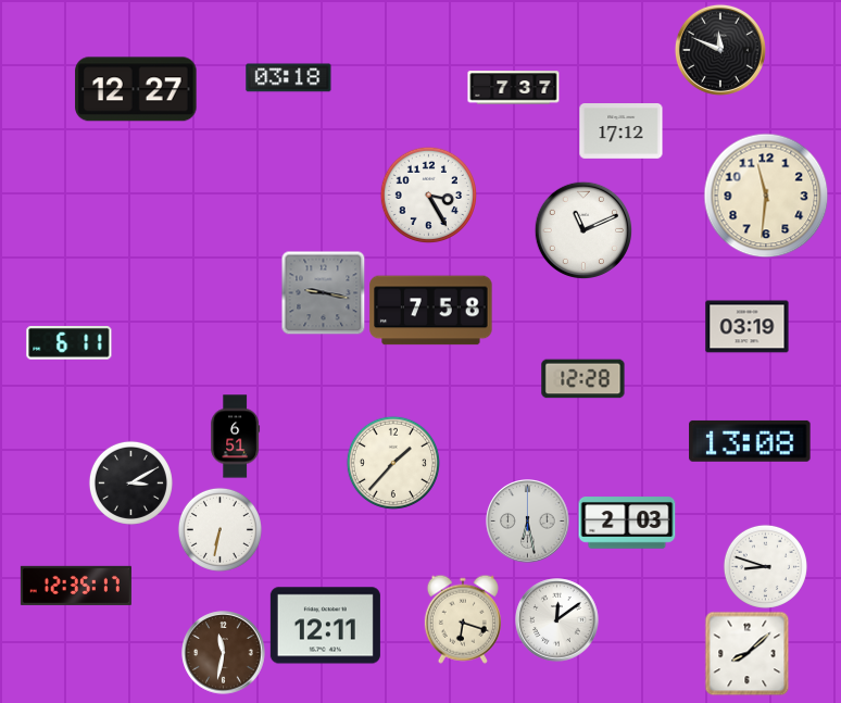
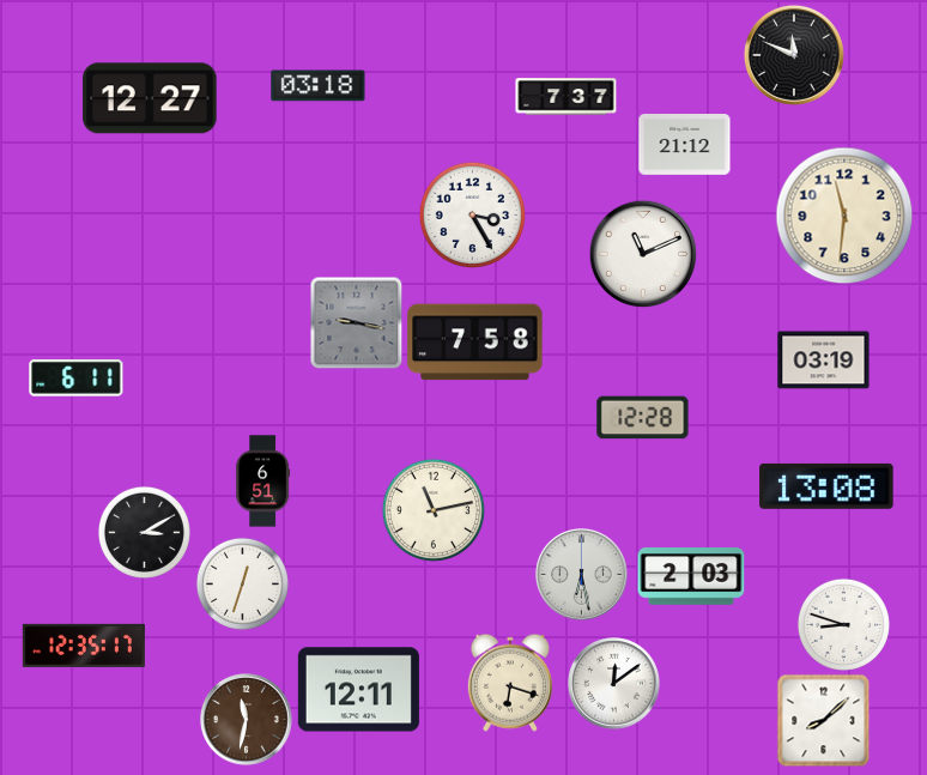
clock at (622, 131): 17:12 -> 21:12
clock at (236, 437) position: (236, 437) -> (263, 482)
clock at (392, 462): 1:37 -> 11:13
clock at (219, 529): 6:32 -> 12:33
